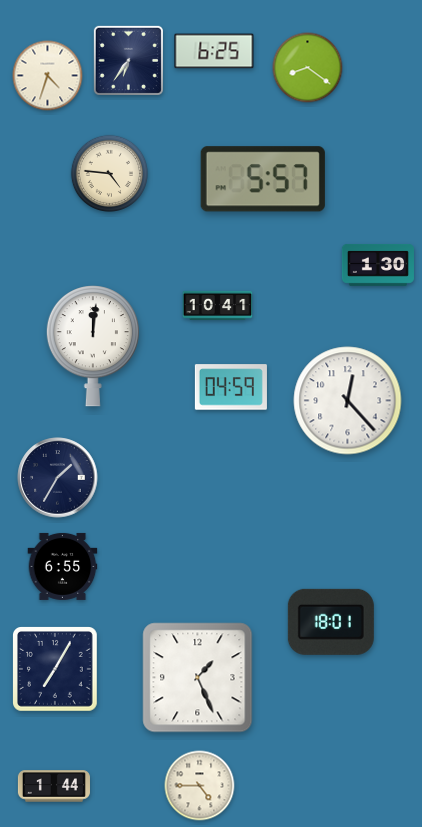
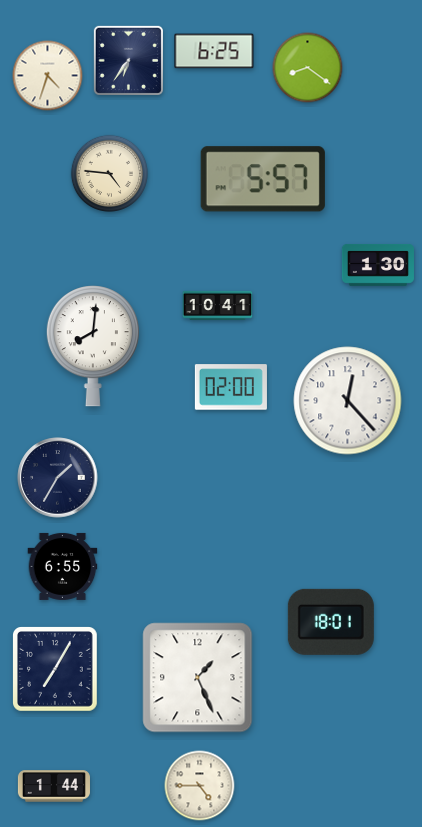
clock at (93, 346): 12:01 -> 8:01
clock at (231, 387): 04:59 -> 02:00
